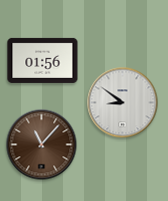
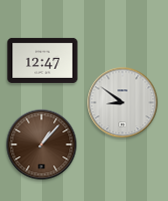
clock at (43, 60): 01:56 -> 12:47
clock at (42, 145): 11:07 -> 1:07
